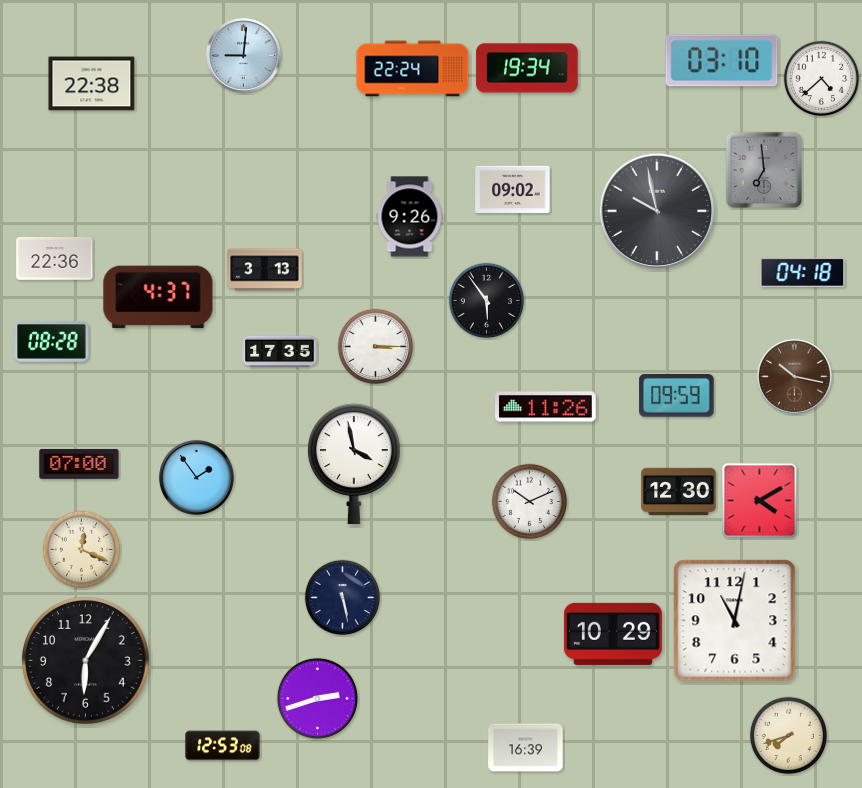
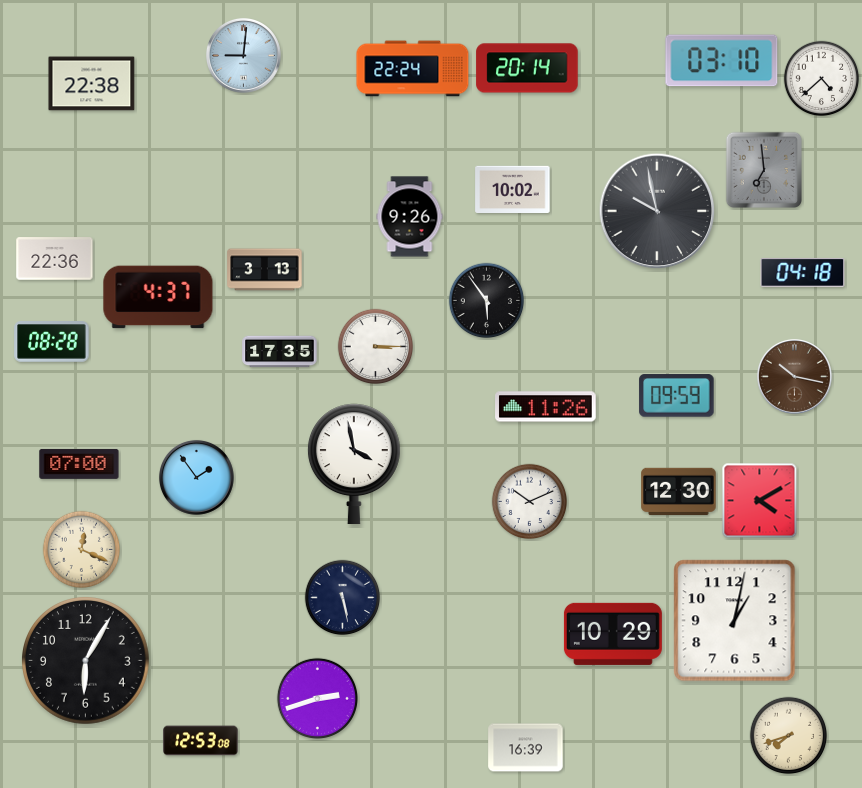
clock at (527, 68): 19:34 -> 20:14
clock at (513, 190): 09:02 -> 10:02
clock at (735, 621): 11:02 -> 1:02
clock at (223, 746) position: (223, 746) -> (201, 741)
